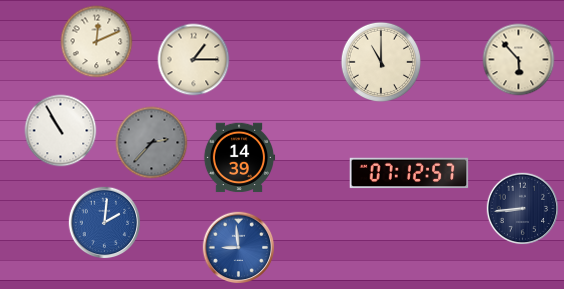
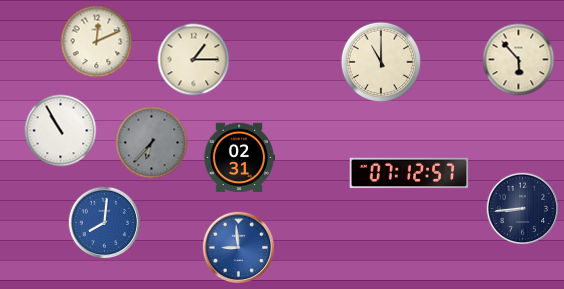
clock at (152, 143): 2:37 -> 6:37
clock at (239, 158): 14:39 -> 02:31
clock at (105, 223): 2:01 -> 8:01
